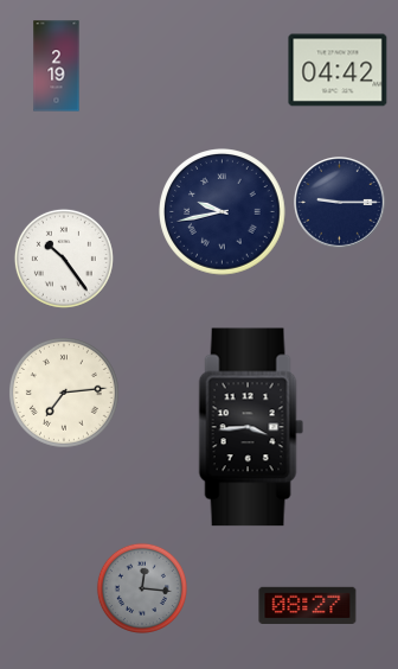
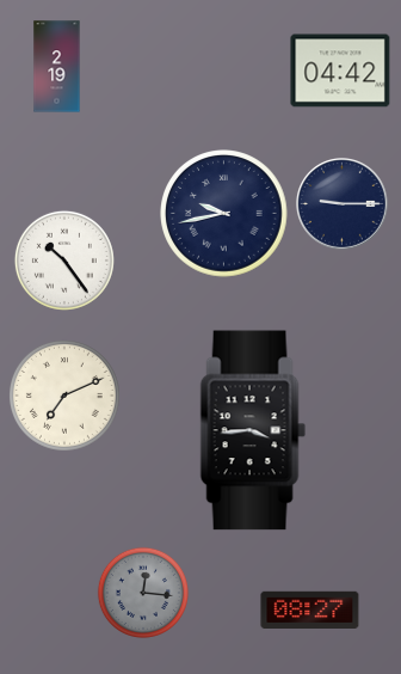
clock at (64, 393): 7:14 -> 7:11
